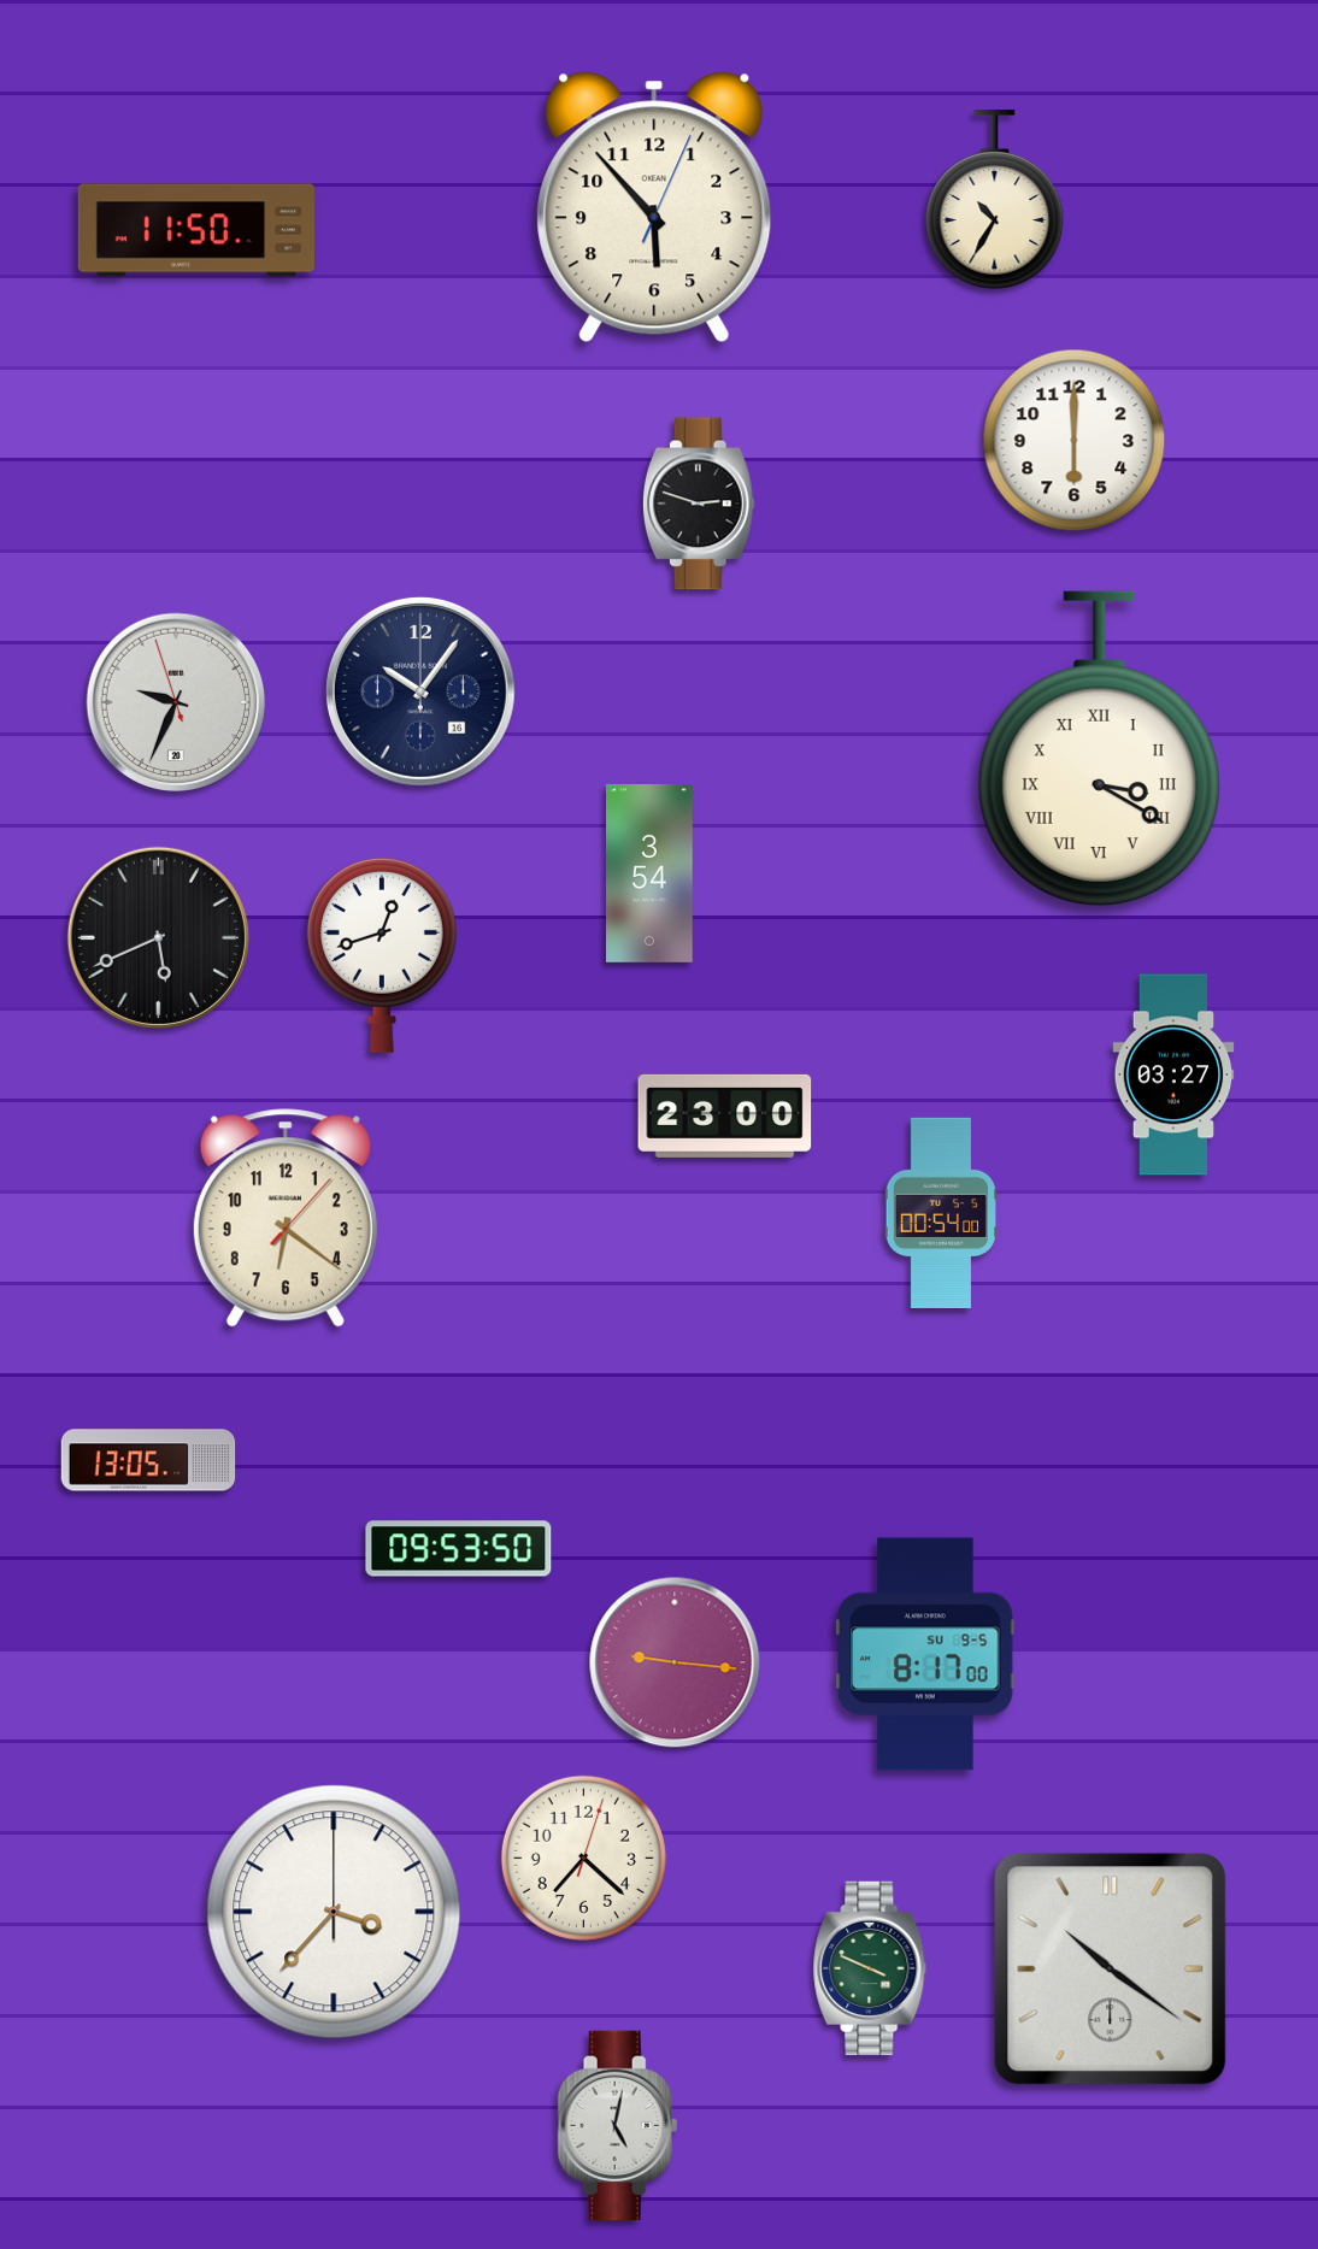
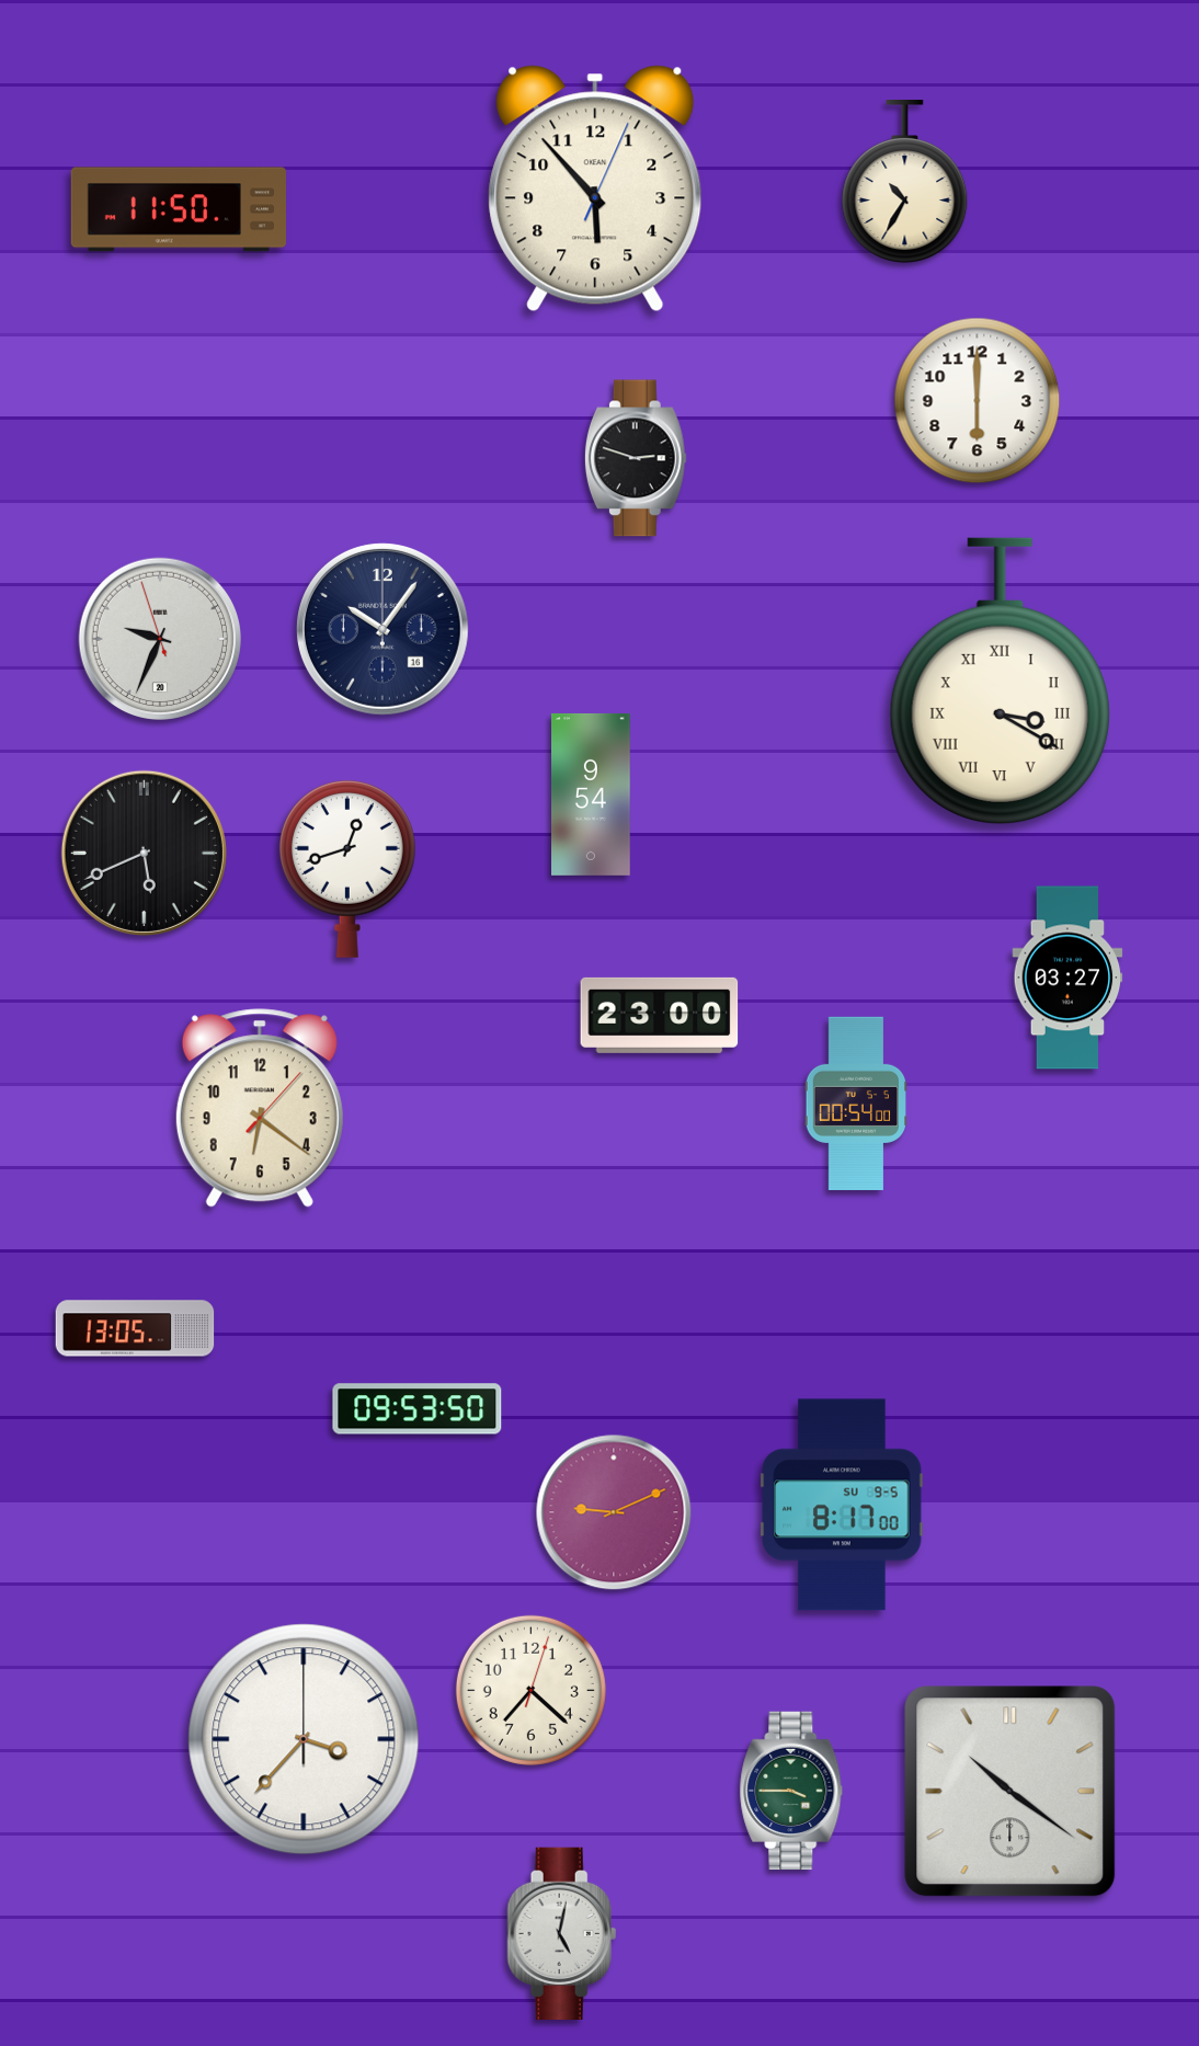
clock at (651, 873): 3:54 -> 9:54
clock at (675, 1662): 9:16 -> 9:11
clock at (870, 1968): 3:49 -> 3:45
